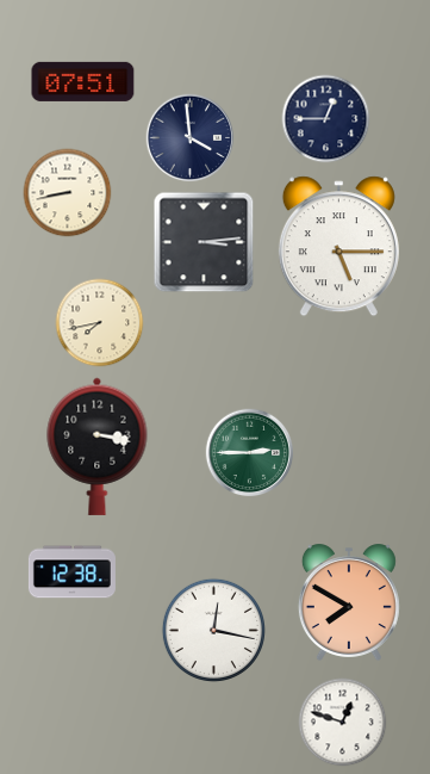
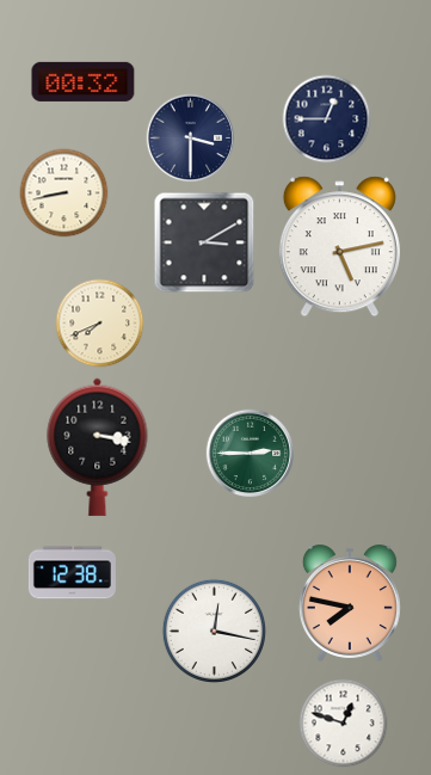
clock at (83, 81): 07:51 -> 00:32
clock at (191, 138): 3:59 -> 3:30
clock at (68, 193) position: (68, 193) -> (64, 193)
clock at (204, 242): 3:14 -> 3:10
clock at (338, 247): 5:15 -> 5:13
clock at (100, 323): 7:43 -> 7:41
clock at (349, 602): 7:50 -> 7:47
